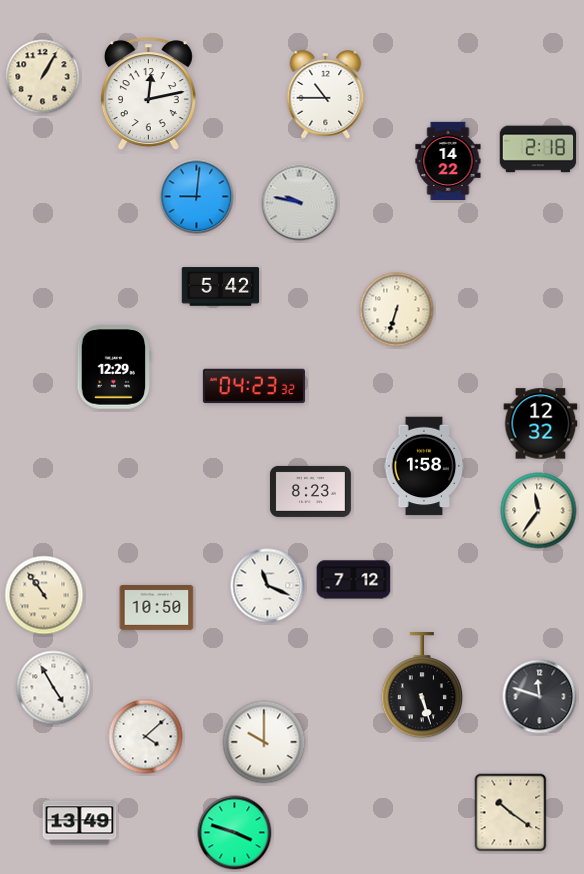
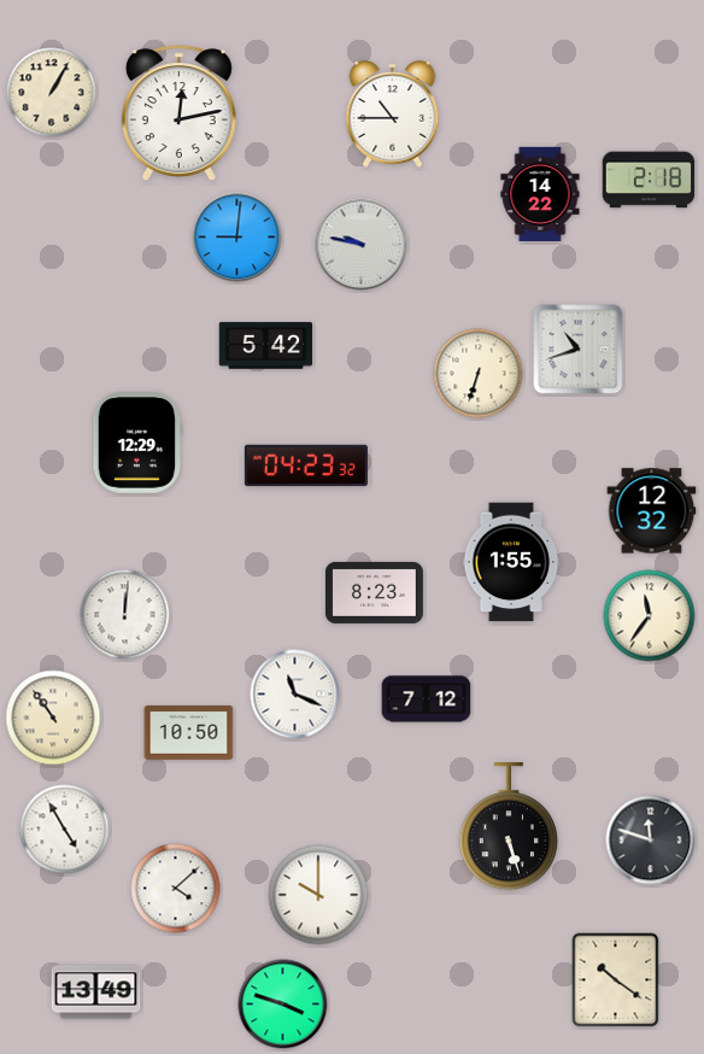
clock at (579, 350): none -> 10:42
clock at (424, 466): 1:58 -> 1:55
clock at (125, 615): none -> 12:01
clock at (268, 586) position: (268, 586) -> (295, 695)
